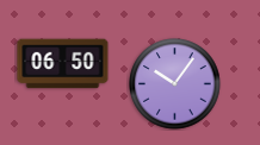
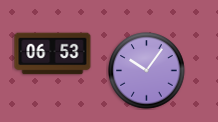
clock at (63, 64): 06:50 -> 06:53
